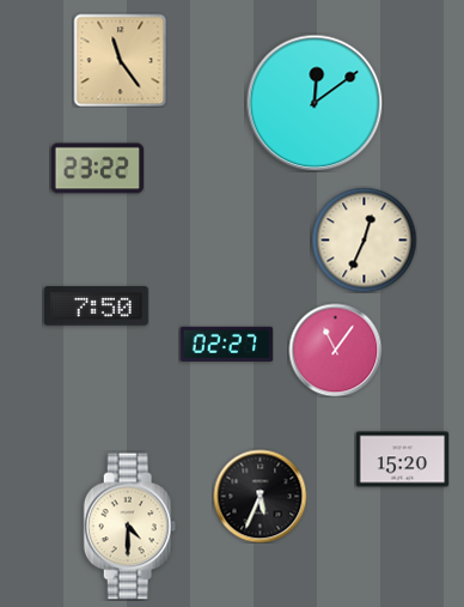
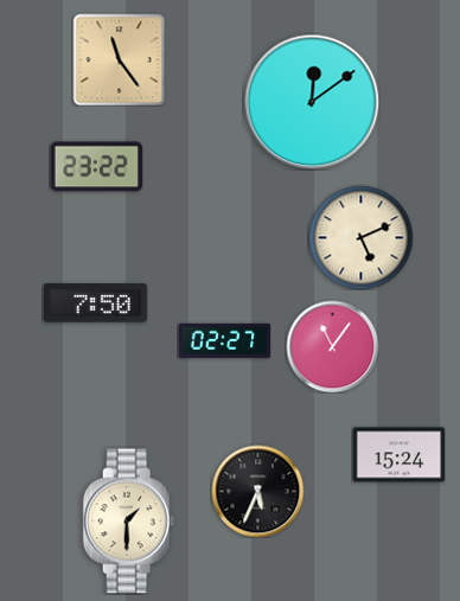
clock at (364, 239): 12:34 -> 5:11
clock at (402, 460): 15:20 -> 15:24
clock at (130, 527): 4:30 -> 1:30
